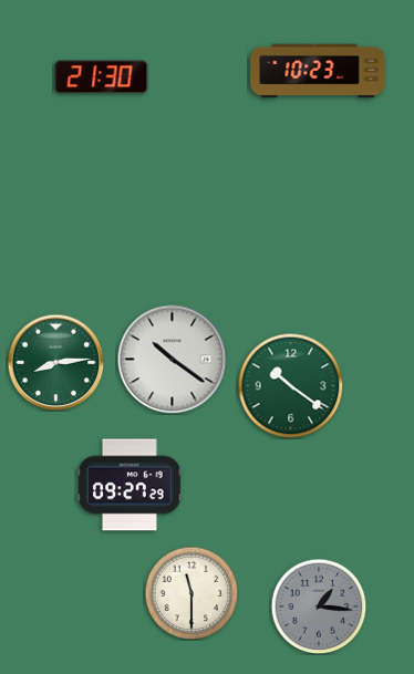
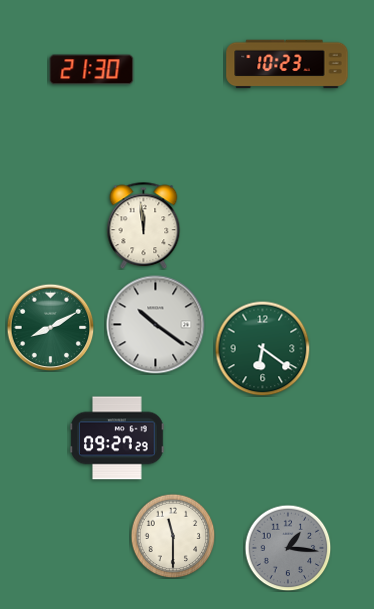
clock at (144, 225): none -> 11:59
clock at (55, 362): 8:14 -> 8:10
clock at (290, 385): 10:21 -> 6:21
